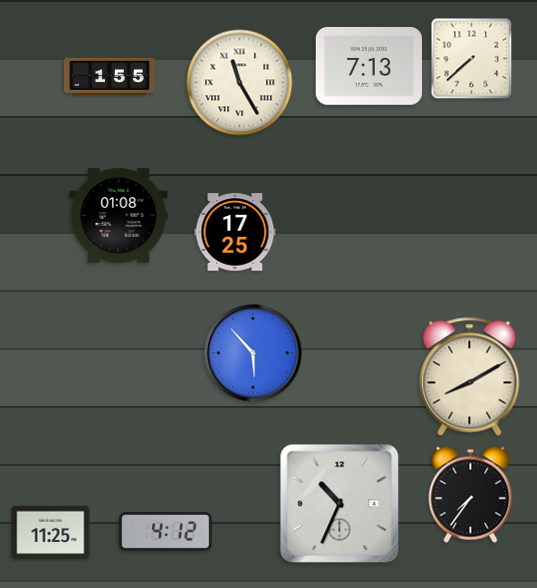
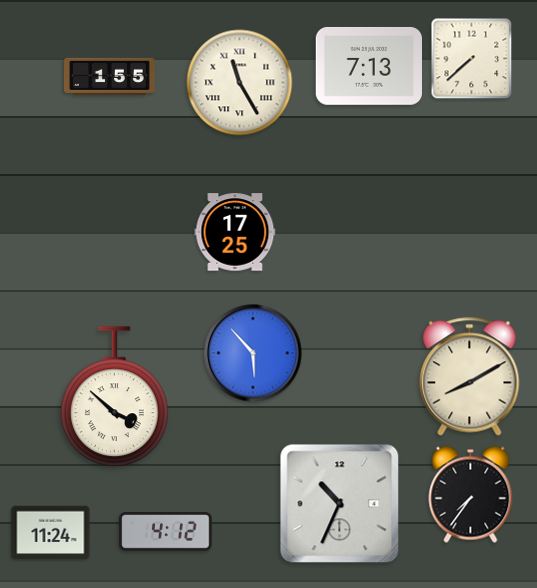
clock at (119, 216): 01:08 -> none
clock at (115, 397): none -> 3:52
clock at (51, 533): 11:25 -> 11:24
